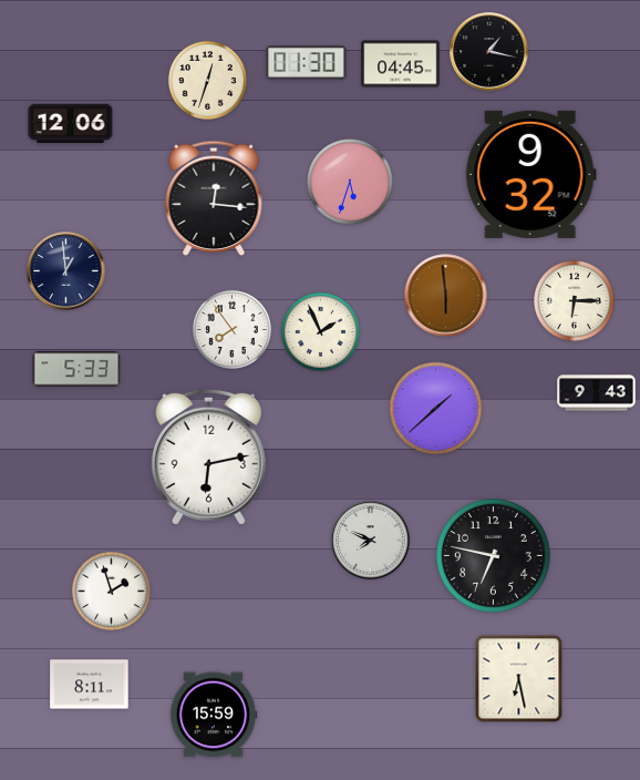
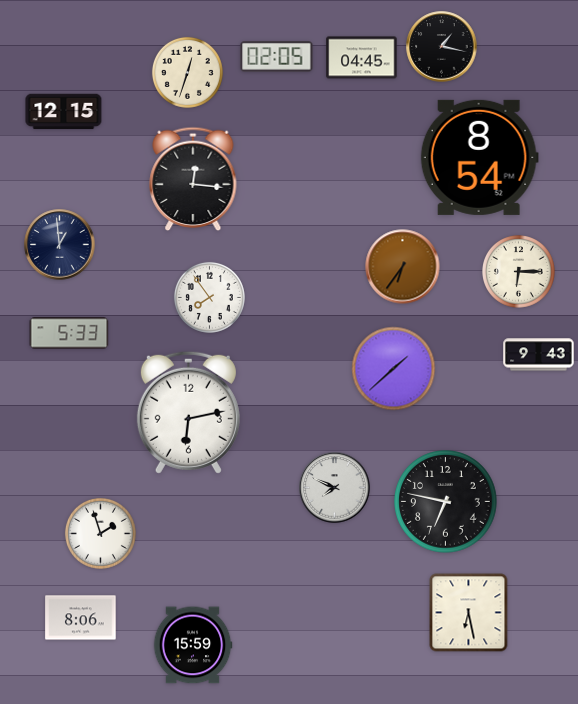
clock at (307, 63): 01:30 -> 02:05
clock at (71, 124): 12:06 -> 12:15
clock at (530, 174): 9:32 -> 8:54
clock at (350, 182): 5:33 -> none
clock at (446, 296): 5:59 -> 6:36
clock at (320, 331): 1:56 -> none
clock at (90, 685): 8:11 -> 8:06
